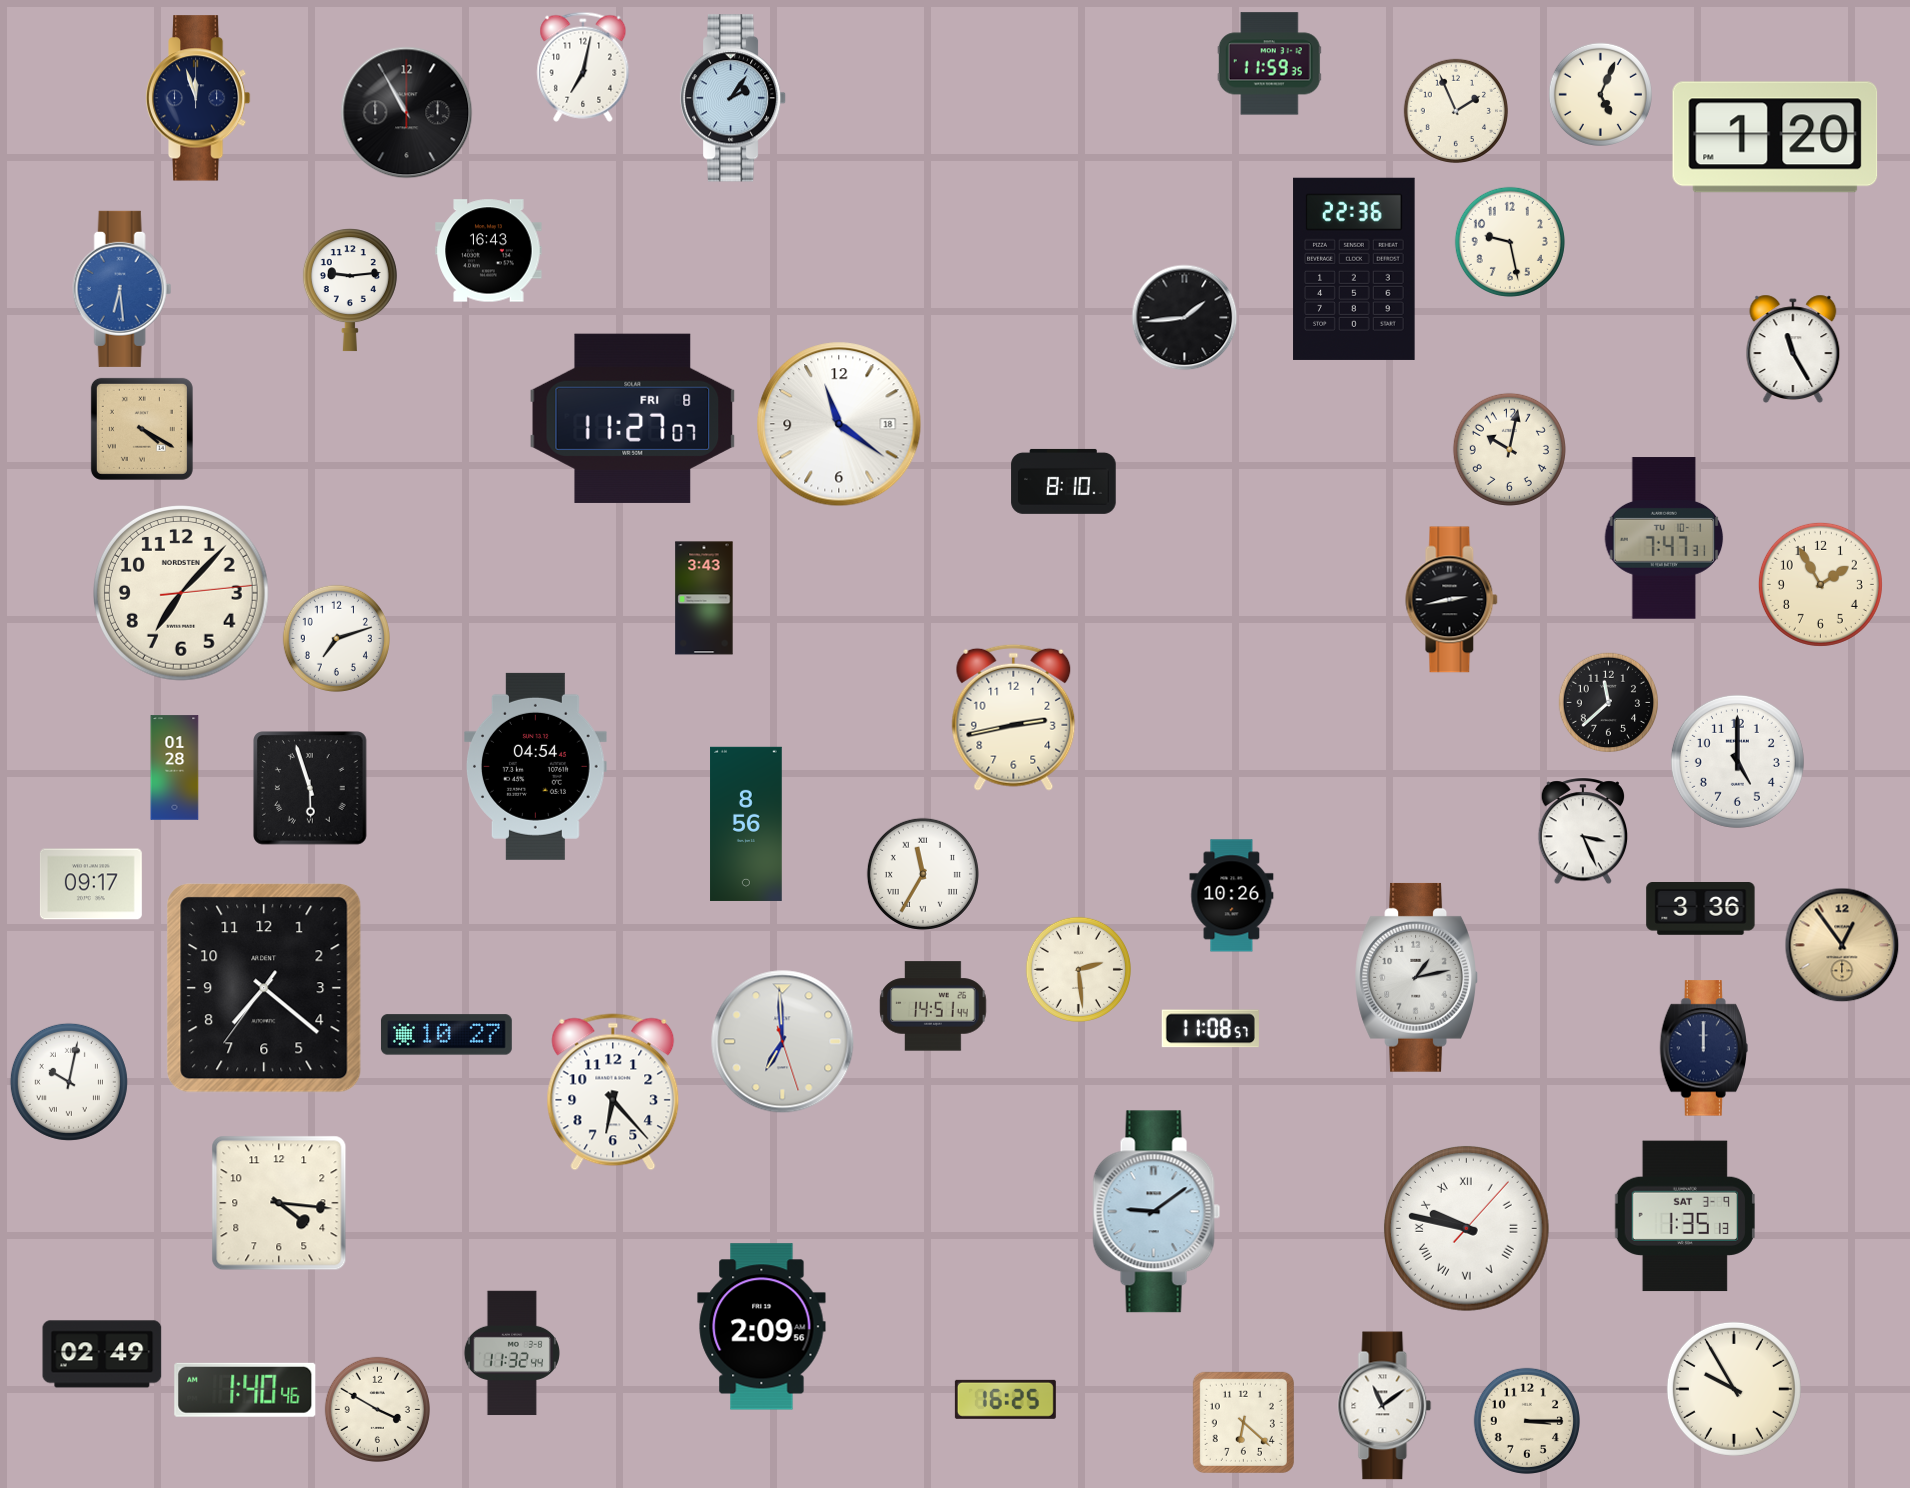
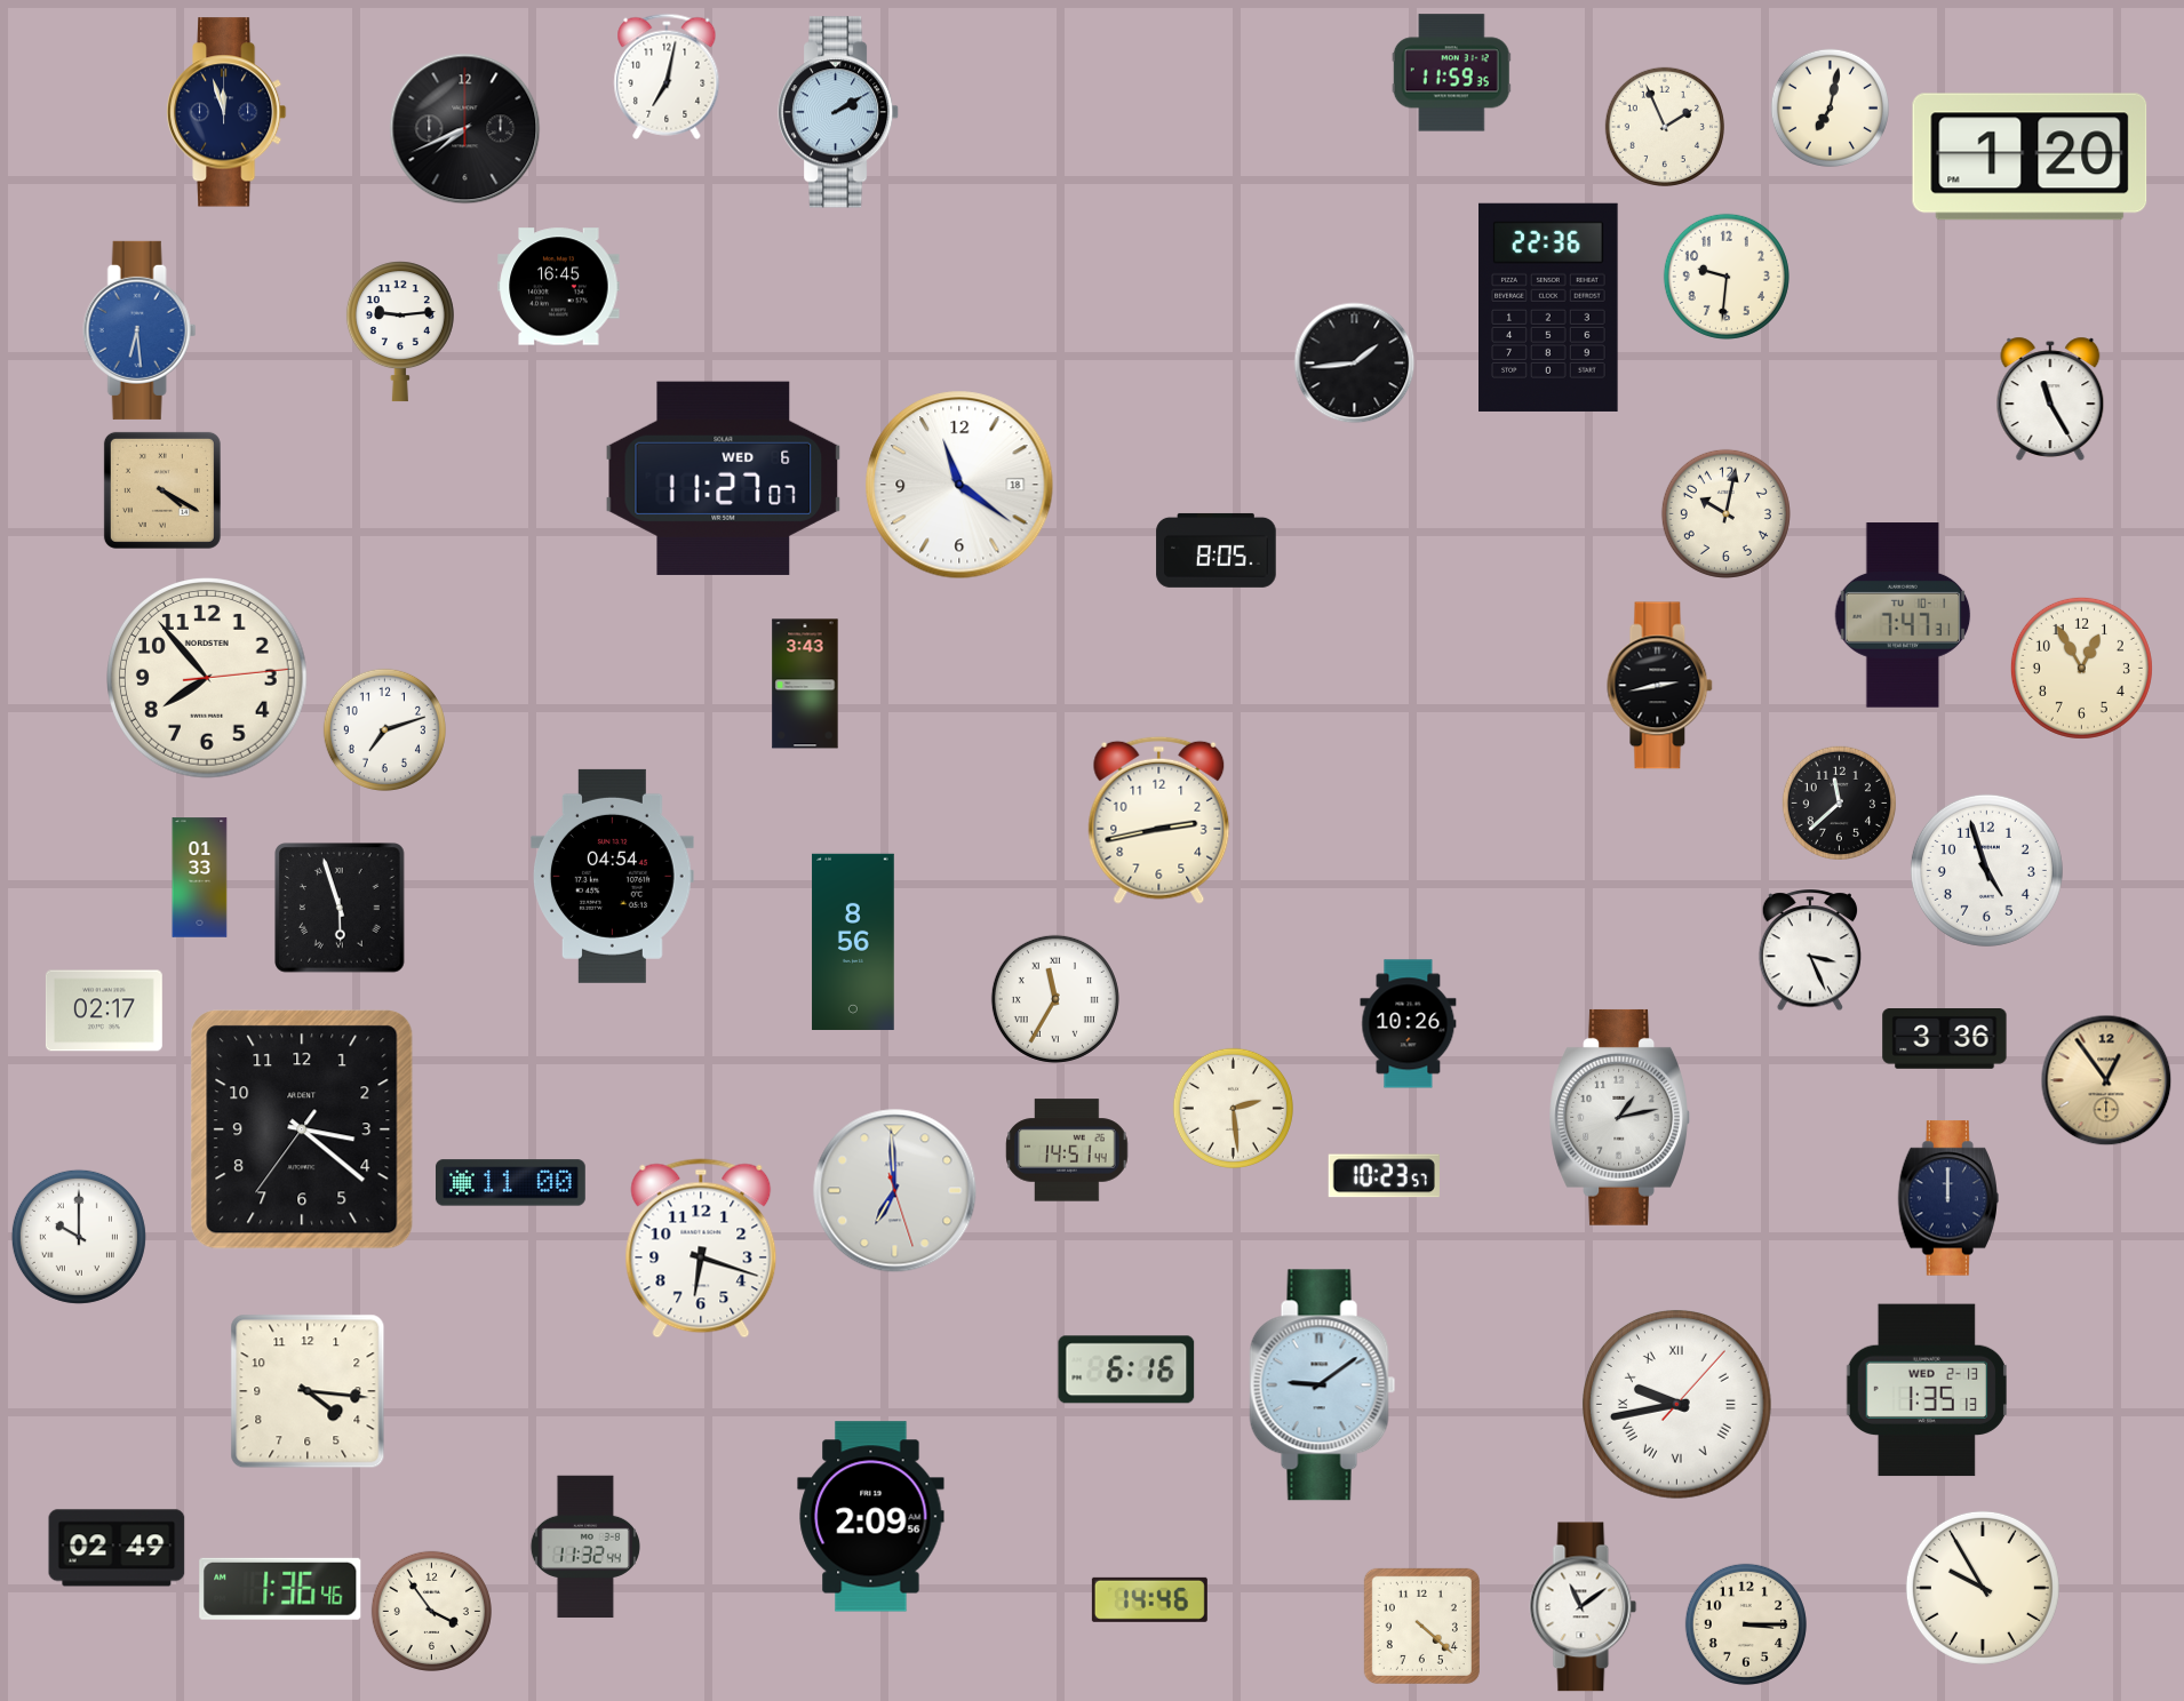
clock at (1600, 94): 5:04 -> 7:02
clock at (733, 98): 2:06 -> 2:10
clock at (407, 113): 10:55 -> 7:41
clock at (1510, 242): 9:28 -> 9:31
clock at (489, 251): 16:43 -> 16:45
clock at (633, 418) date: FRI 8 -> WED 6
clock at (1064, 481): 8:10 -> 8:05
clock at (1820, 584): 1:55 -> 12:55
clock at (182, 594): 7:07 -> 7:53
clock at (1737, 761): 5:00 -> 4:57
clock at (175, 768): 01:28 -> 01:33
clock at (310, 788) position: (310, 788) -> (340, 908)
clock at (91, 884): 09:17 -> 02:17
clock at (264, 988): 7:21 -> 3:21
clock at (1210, 1029): 11:08 -> 10:23
clock at (446, 1035): 10:27 -> 11:00
clock at (69, 1082): 10:02 -> 10:00
clock at (613, 1092): 6:23 -> 6:18
clock at (1126, 1369): none -> 6:16
clock at (279, 1203) position: (279, 1203) -> (308, 1391)
clock at (1685, 1216) date: SAT 3-9 -> WED 2-13
clock at (1466, 1228): 9:47 -> 9:43
clock at (245, 1390): 1:40 -> 1:36
clock at (1005, 1399): 16:25 -> 14:46
clock at (377, 1409): 3:50 -> 3:54
clock at (1243, 1422): 6:22 -> 4:22
